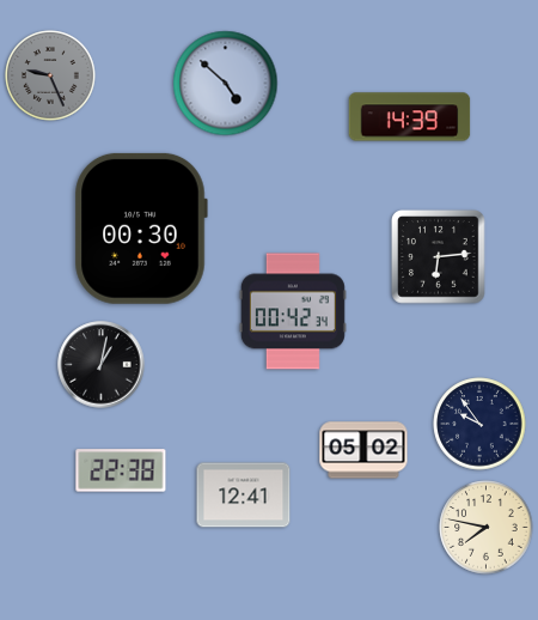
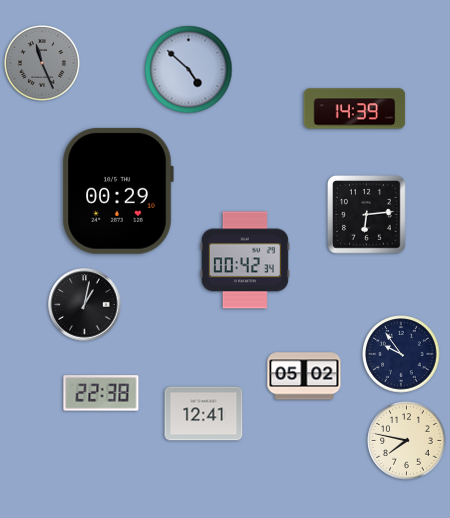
clock at (50, 75): 9:26 -> 11:26
clock at (410, 117) position: (410, 117) -> (355, 109)
clock at (141, 229): 00:30 -> 00:29
